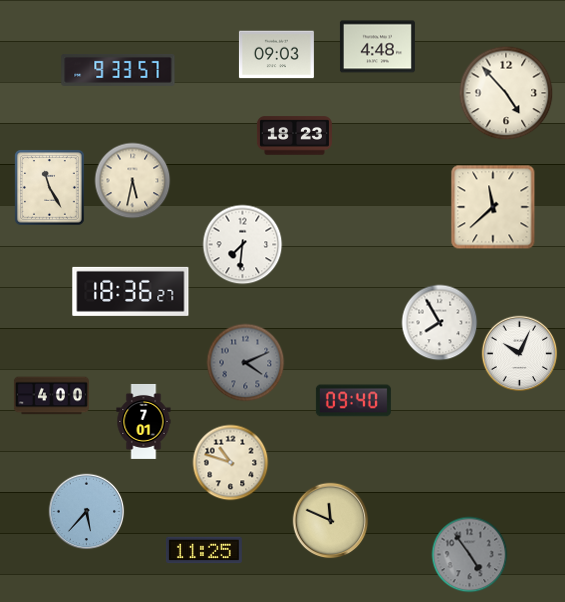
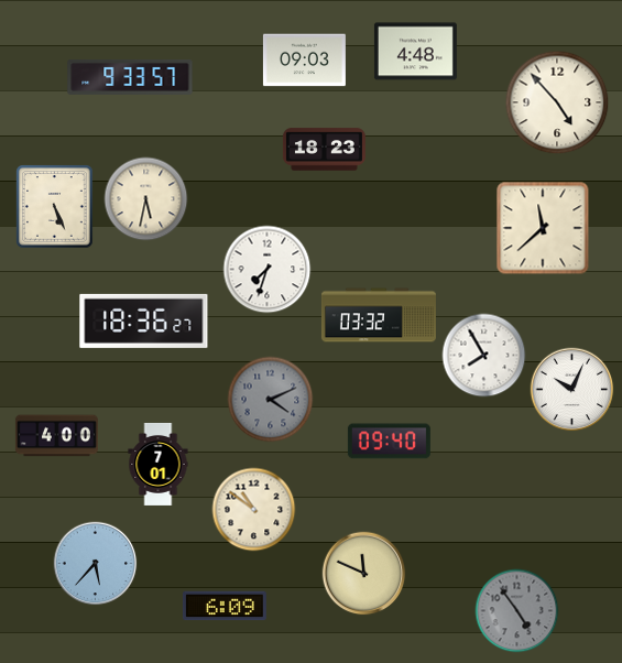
clock at (50, 188): 11:25 -> 5:26
clock at (243, 245): 7:31 -> 7:33
clock at (379, 315): none -> 03:32
clock at (231, 463): 10:48 -> 10:51
clock at (204, 550): 11:25 -> 6:09
